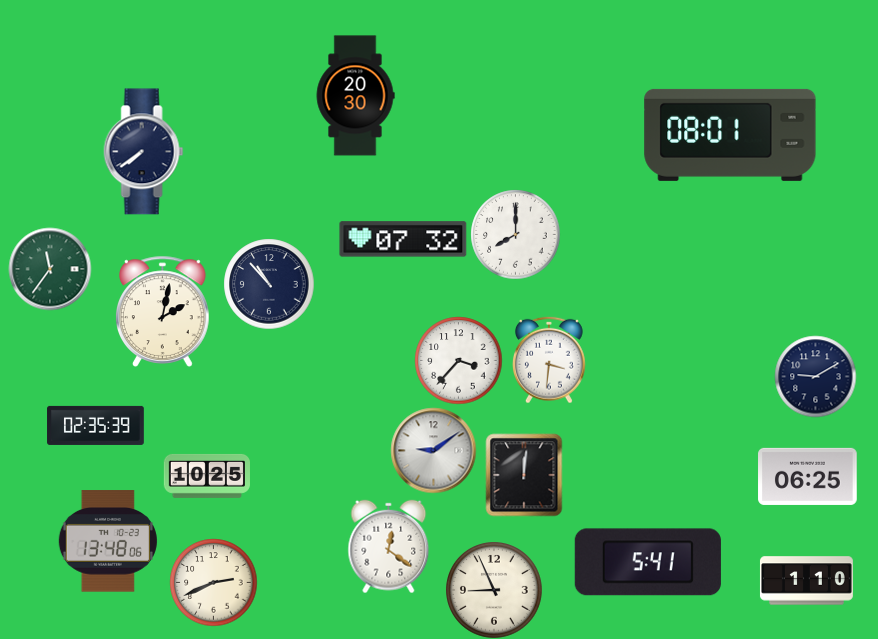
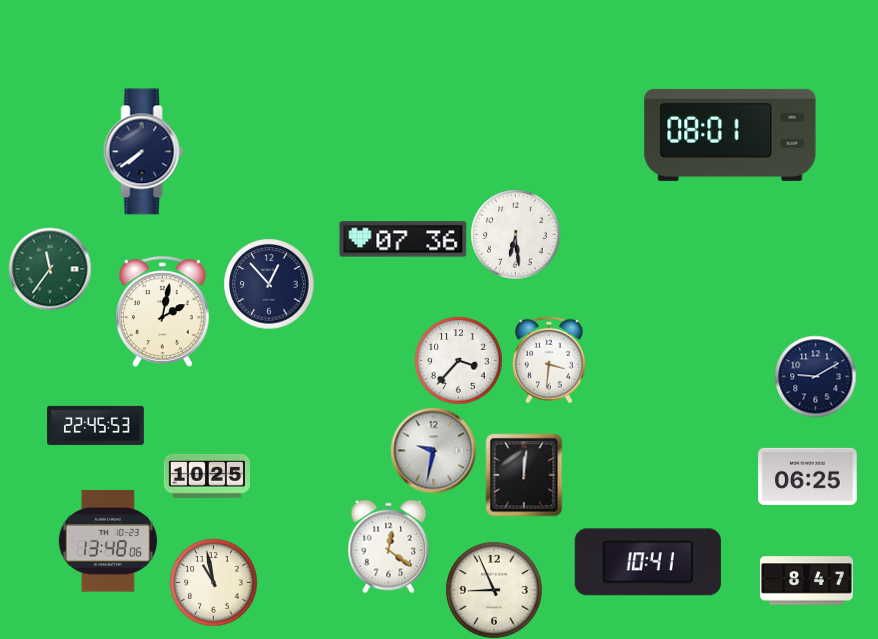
clock at (355, 96): 20:30 -> none
clock at (515, 234): 8:00 -> 6:29
clock at (403, 239): 07:32 -> 07:36
clock at (269, 284): 10:53 -> 12:53
clock at (96, 425): 02:35 -> 22:45
clock at (433, 450): 9:09 -> 9:32
clock at (648, 562): 5:41 -> 10:41
clock at (806, 581): 1:10 -> 8:47
clock at (213, 582): 2:41 -> 10:58
